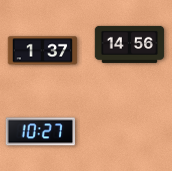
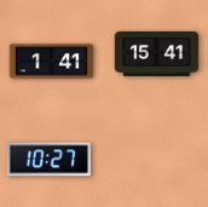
clock at (130, 44): 14:56 -> 15:41
clock at (43, 51): 1:37 -> 1:41
